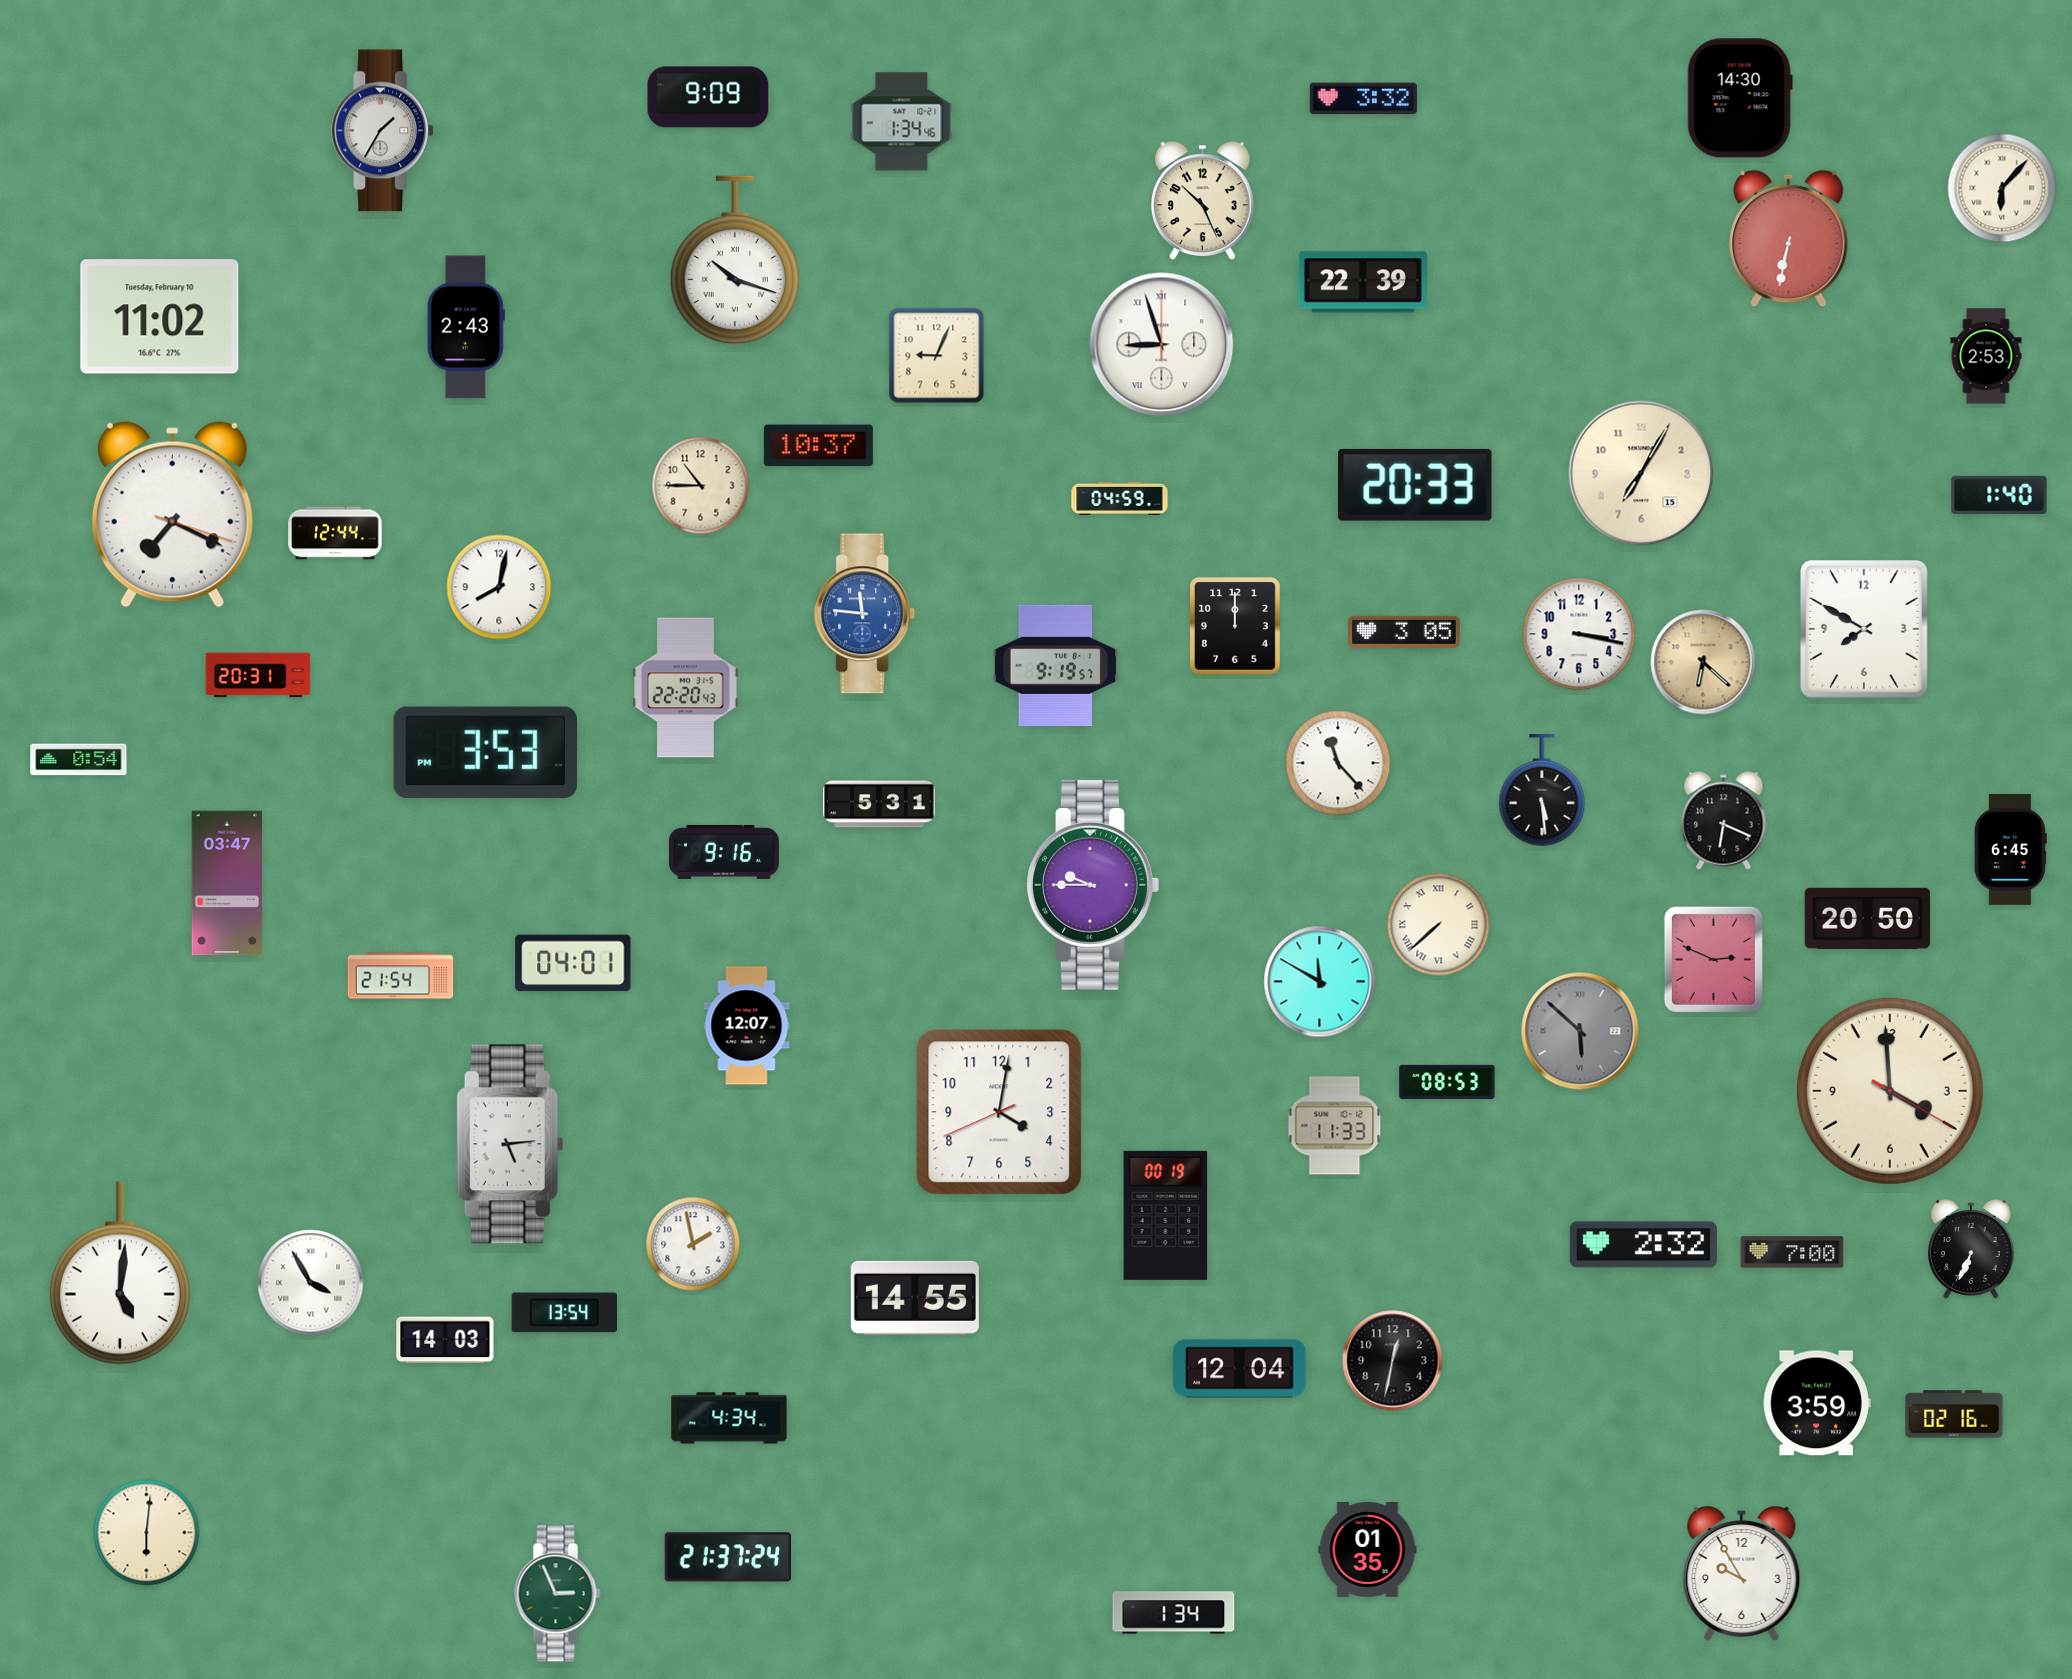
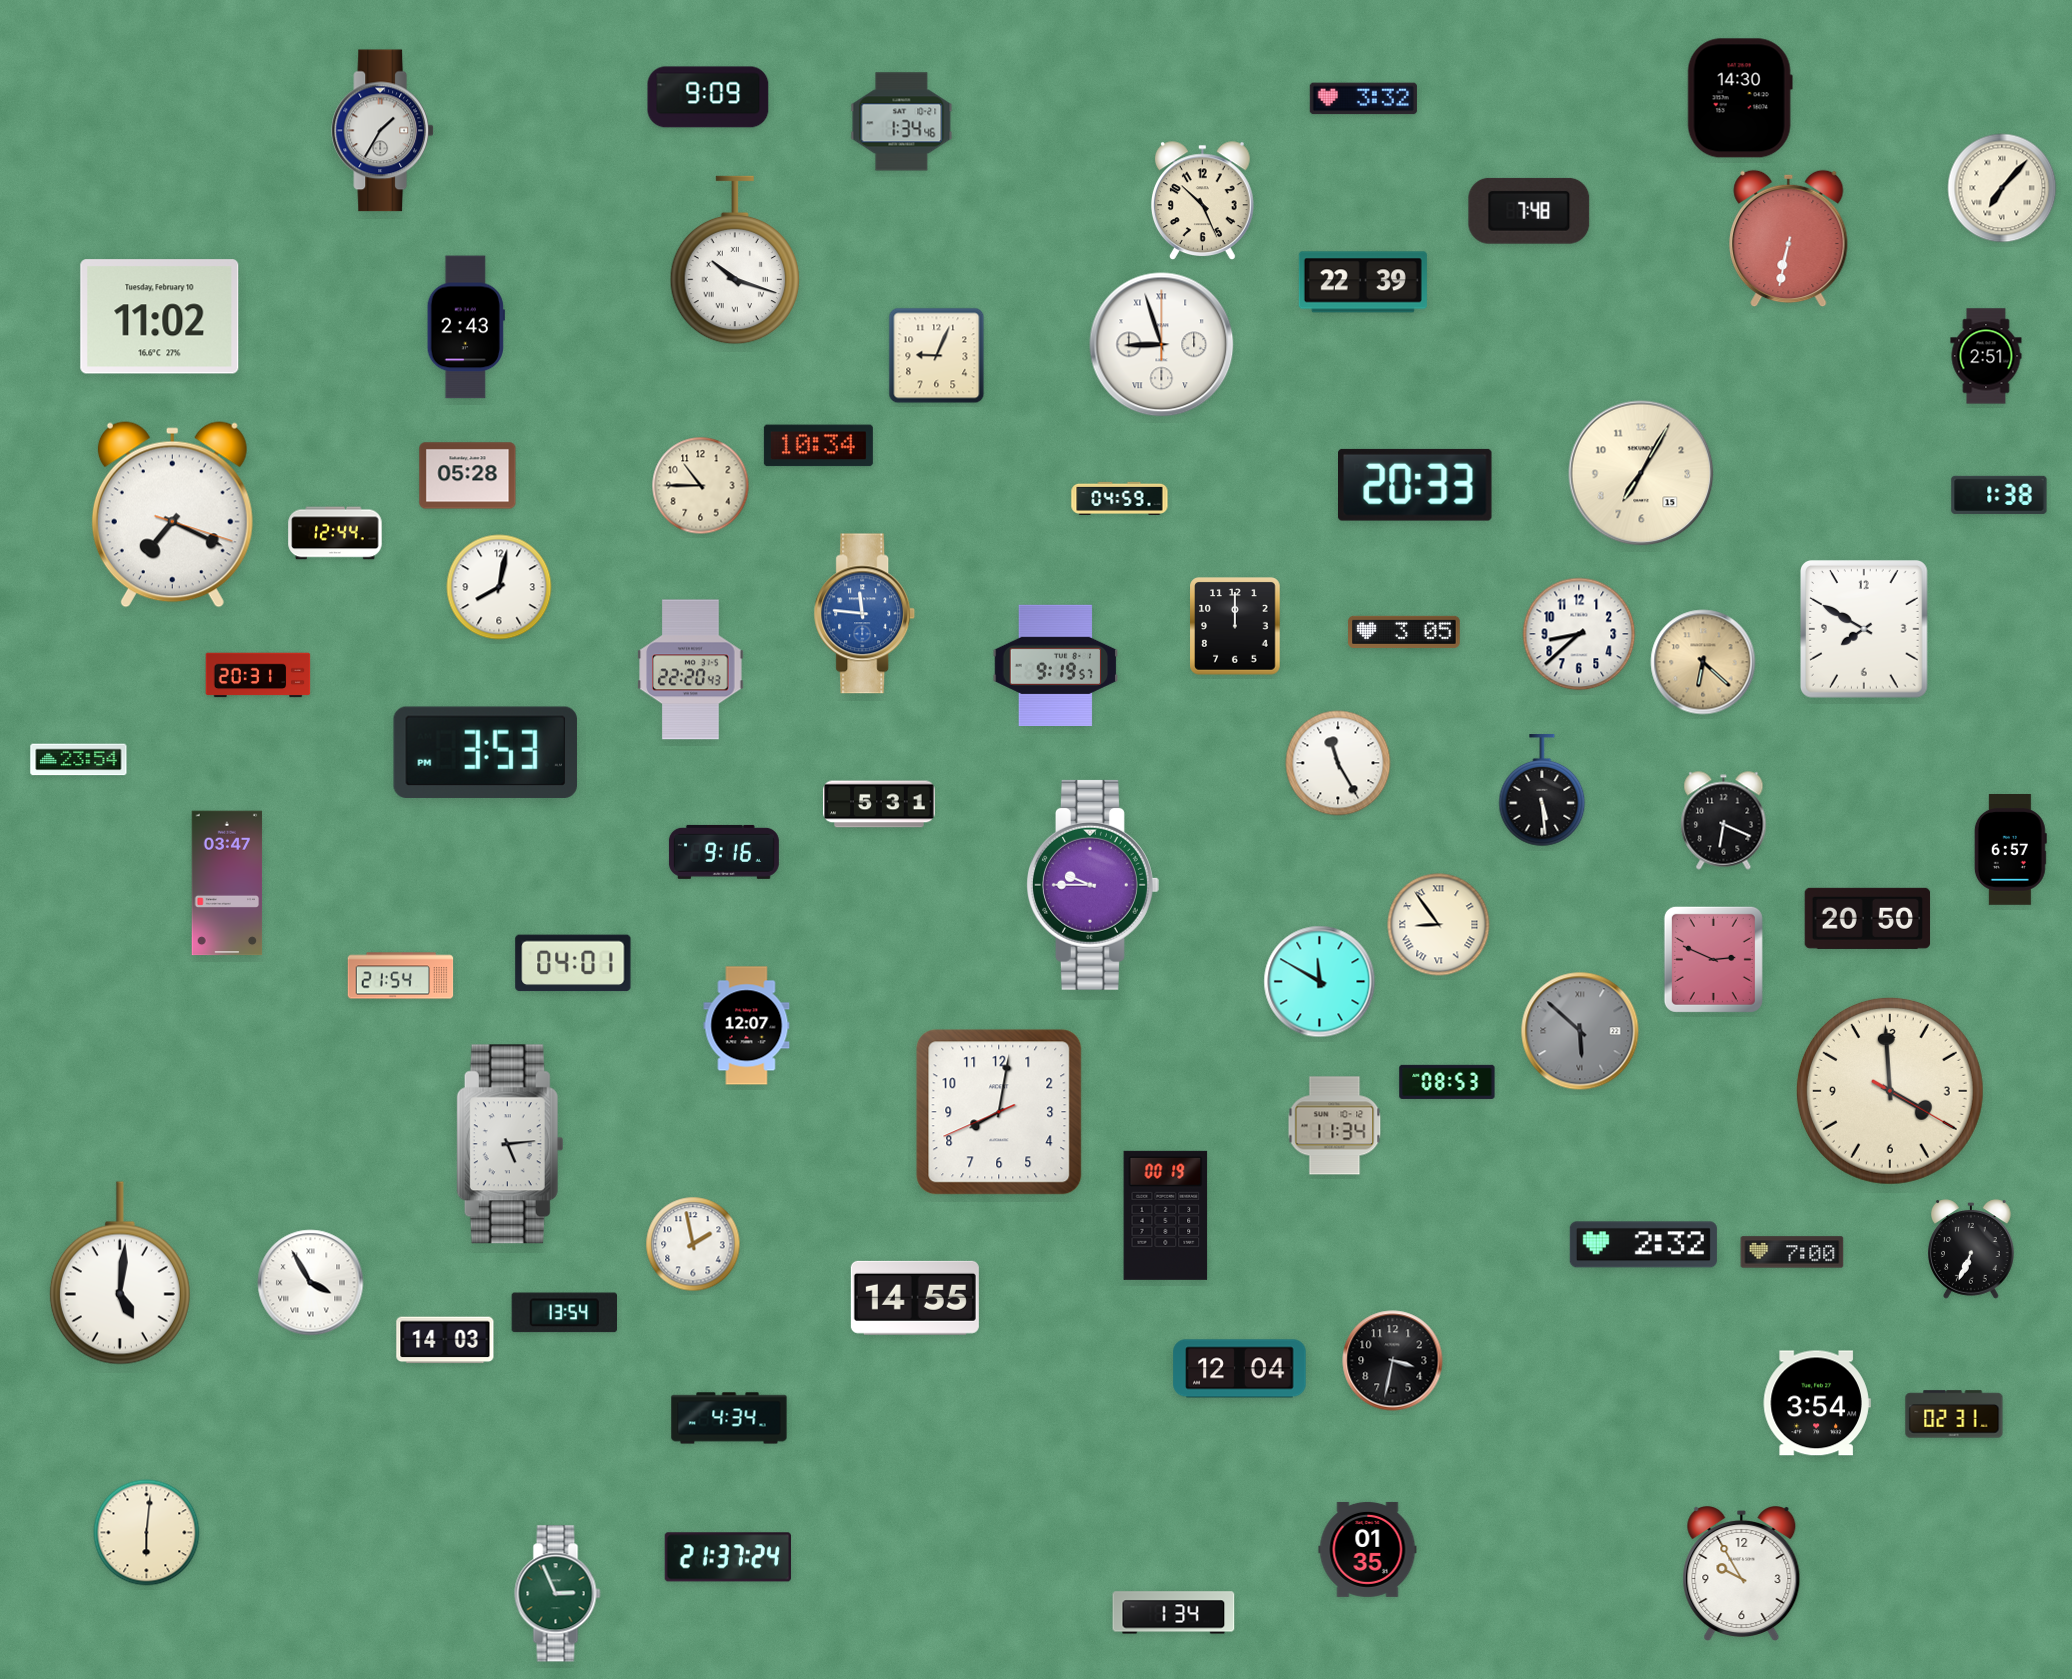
clock at (2002, 188): 6:07 -> 7:07
clock at (1529, 211): none -> 7:48
clock at (1986, 356): 2:53 -> 2:51
clock at (818, 446): 10:37 -> 10:34
clock at (468, 476): none -> 05:28
clock at (1999, 495): 1:40 -> 1:38
clock at (1579, 634): 3:17 -> 8:38
clock at (686, 688) position: (686, 688) -> (691, 670)
clock at (79, 760): 0:54 -> 23:54
clock at (1338, 763): 11:23 -> 11:25
clock at (2010, 850): 6:45 -> 6:57
clock at (1439, 925): 7:38 -> 8:54
clock at (999, 1112): 4:01 -> 8:01
clock at (1335, 1126): 11:33 -> 11:34
clock at (1393, 1361): 12:32 -> 3:32
clock at (1817, 1403): 3:59 -> 3:54
clock at (1954, 1414): 02:16 -> 02:31
